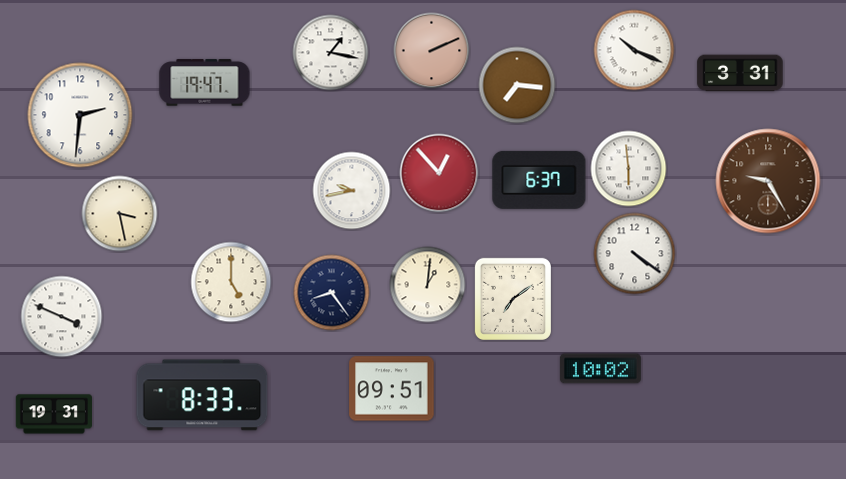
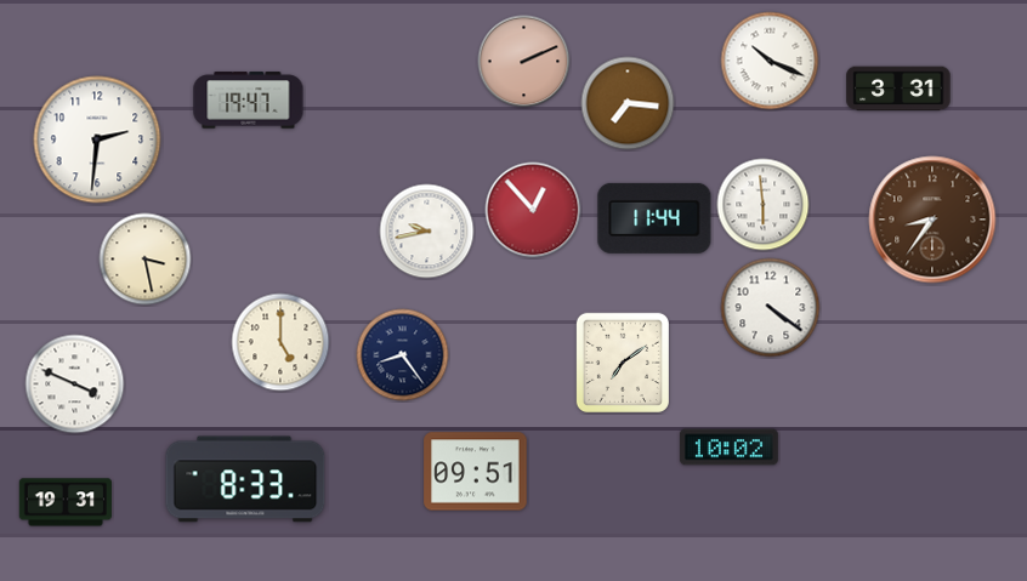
clock at (331, 53): 1:17 -> none
clock at (539, 180): 6:37 -> 11:44
clock at (768, 181): 9:25 -> 8:36
clock at (428, 285): 1:01 -> none
